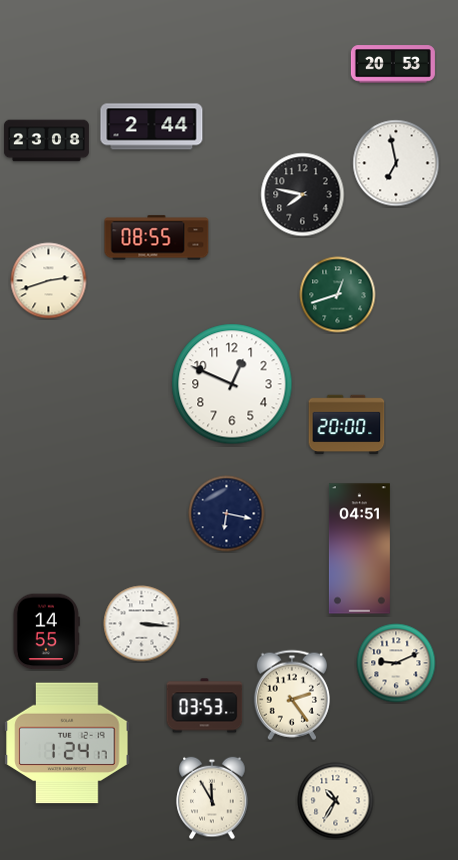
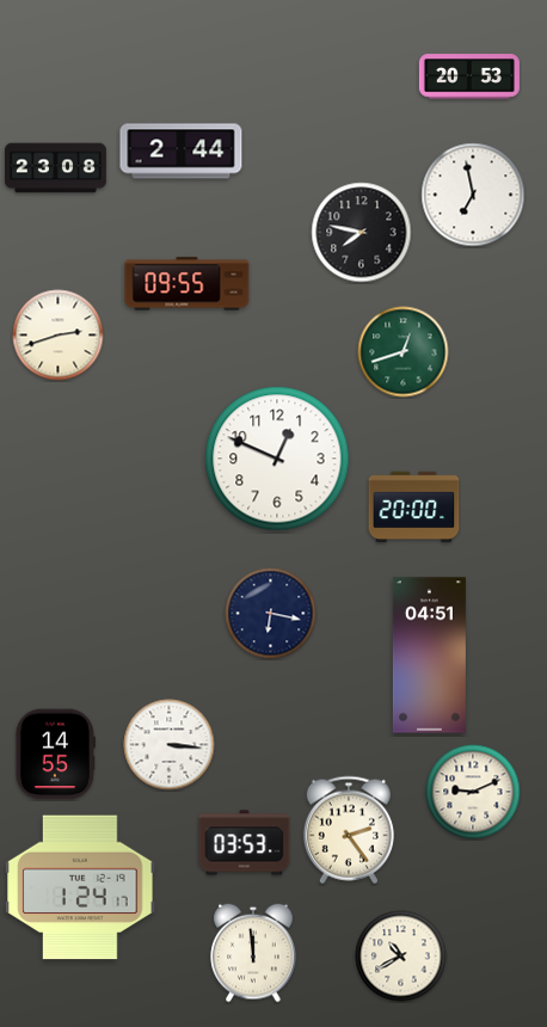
clock at (157, 238): 08:55 -> 09:55
clock at (212, 798): 11:55 -> 11:59
clock at (336, 801): 10:35 -> 10:40
